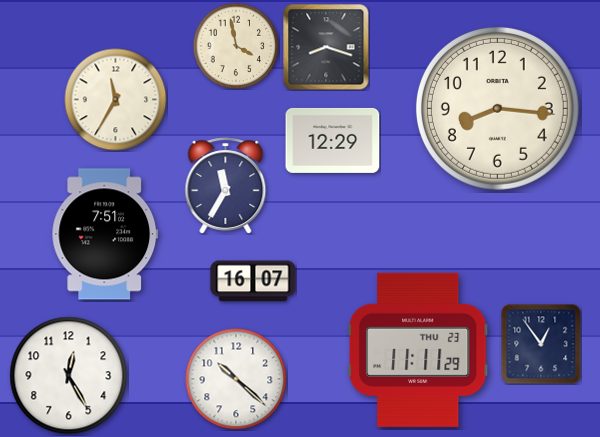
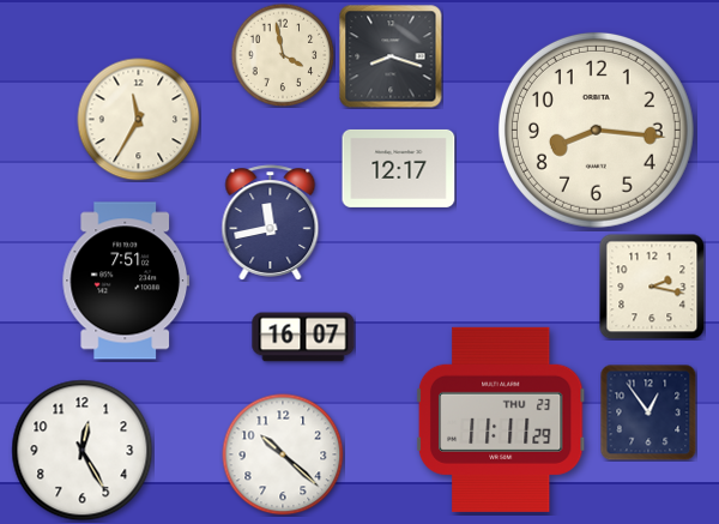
clock at (333, 140): 12:29 -> 12:17
clock at (226, 186): 11:35 -> 11:43
clock at (652, 287): none -> 2:17
